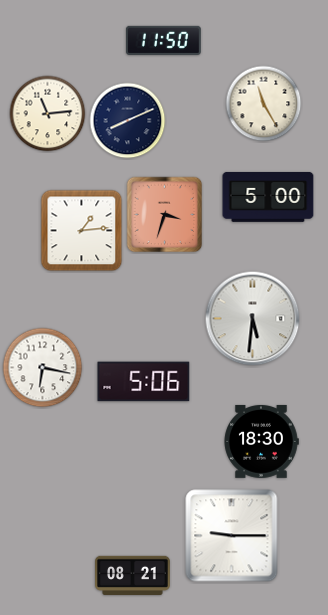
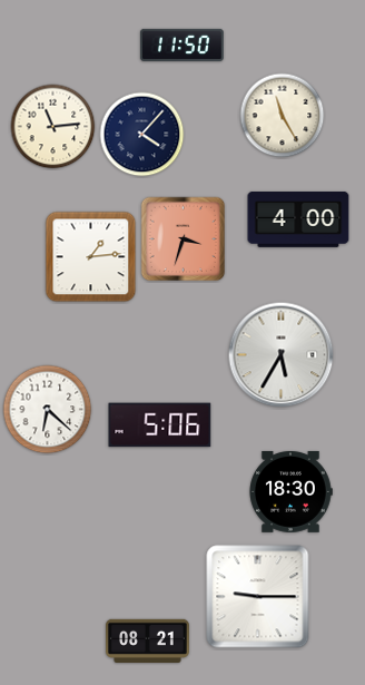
clock at (264, 104) position: (264, 104) -> (283, 116)
clock at (128, 121): 8:11 -> 4:07
clock at (268, 197): 5:00 -> 4:00
clock at (253, 319): 5:31 -> 5:35
clock at (43, 368): 6:17 -> 6:22
